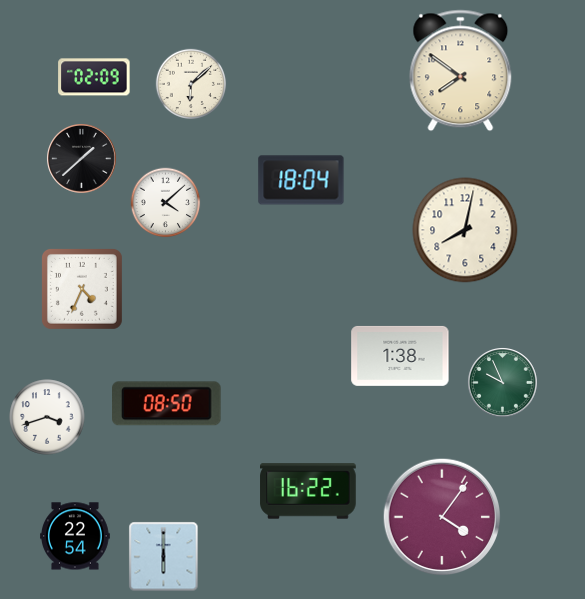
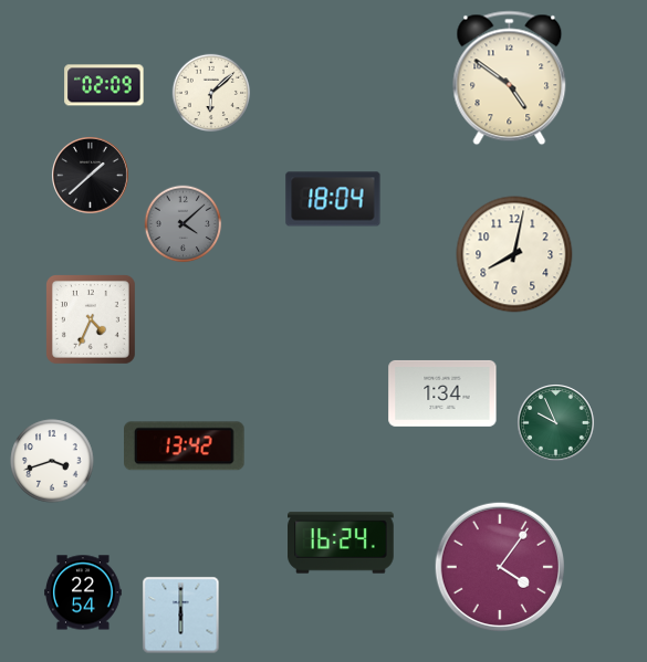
clock at (461, 71): 7:51 -> 4:51
clock at (166, 203) dial: white -> grey
clock at (400, 356): 1:38 -> 1:34
clock at (167, 404): 08:50 -> 13:42
clock at (308, 491): 16:22 -> 16:24
clock at (441, 516) position: (441, 516) -> (499, 566)
